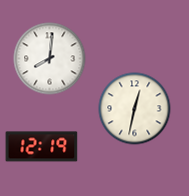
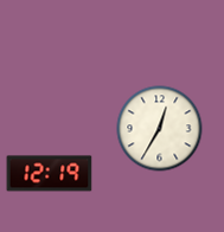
clock at (50, 59): 8:01 -> none
clock at (135, 109): 12:32 -> 12:35
